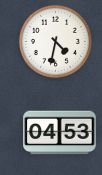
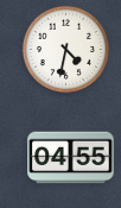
clock at (60, 133): 04:53 -> 04:55
